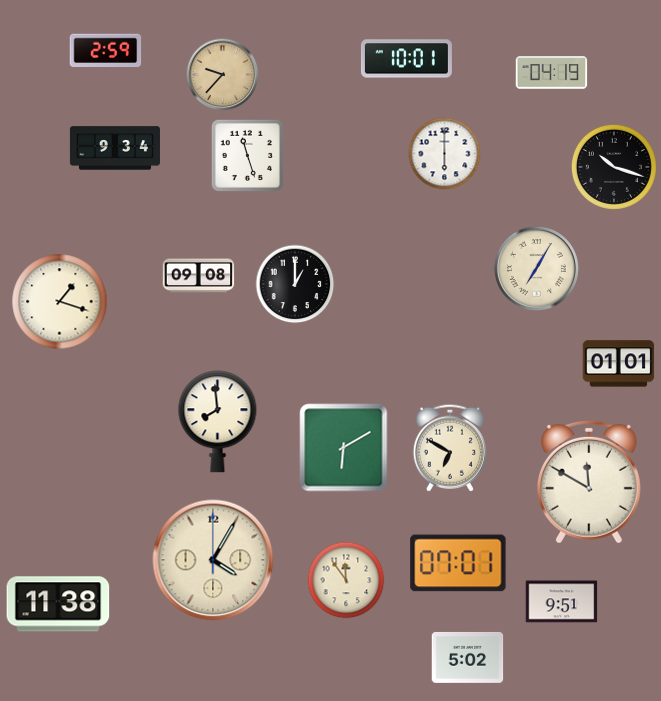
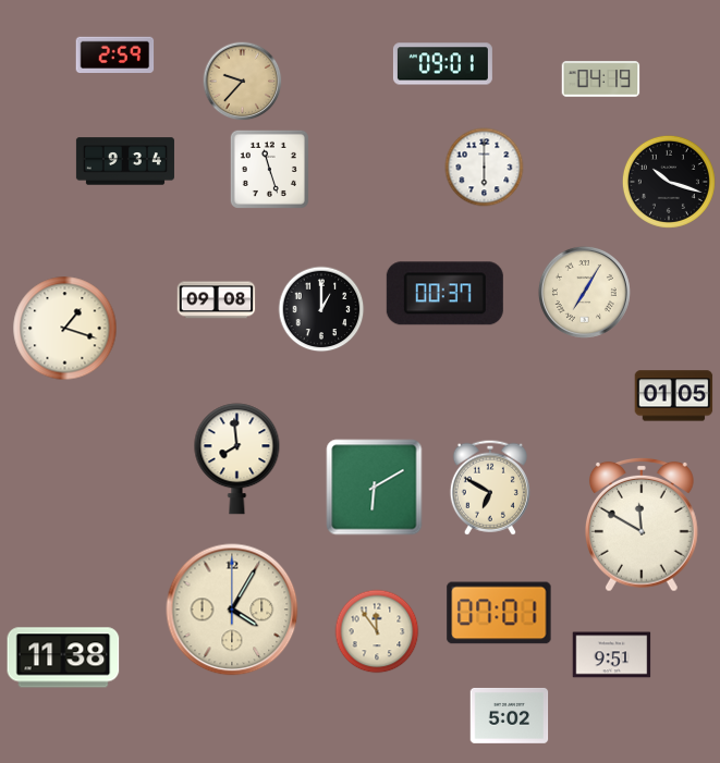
clock at (406, 59): 10:01 -> 09:01
clock at (444, 294): none -> 00:37
clock at (619, 364): 01:01 -> 01:05
